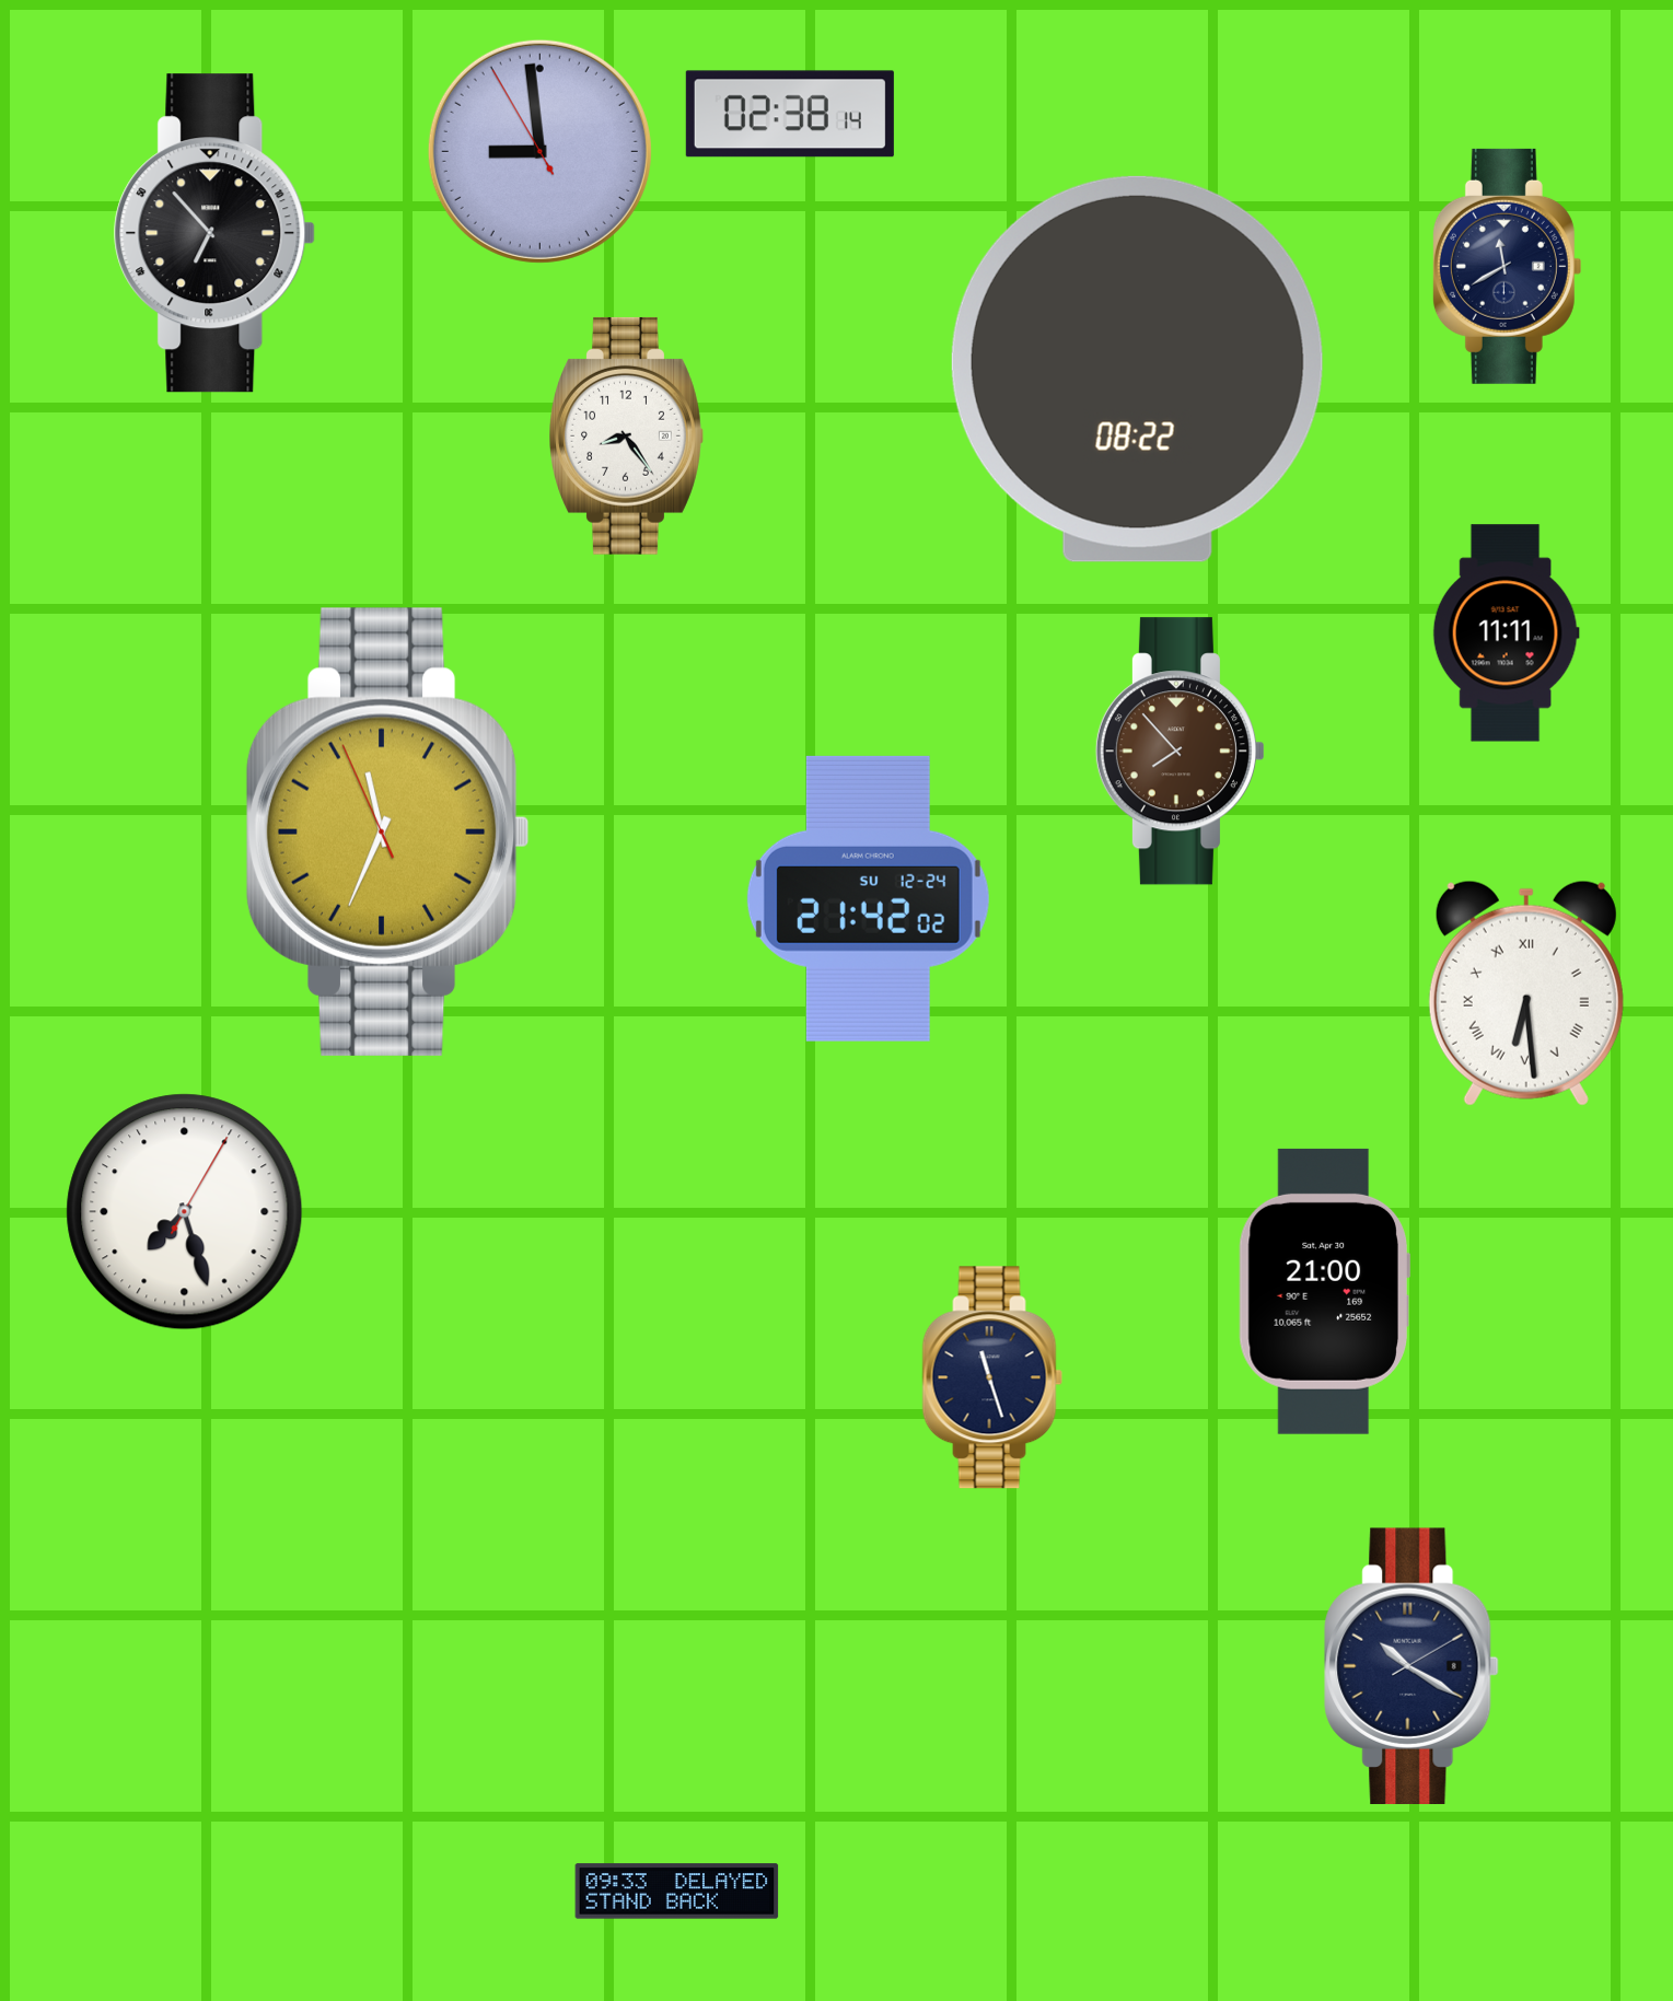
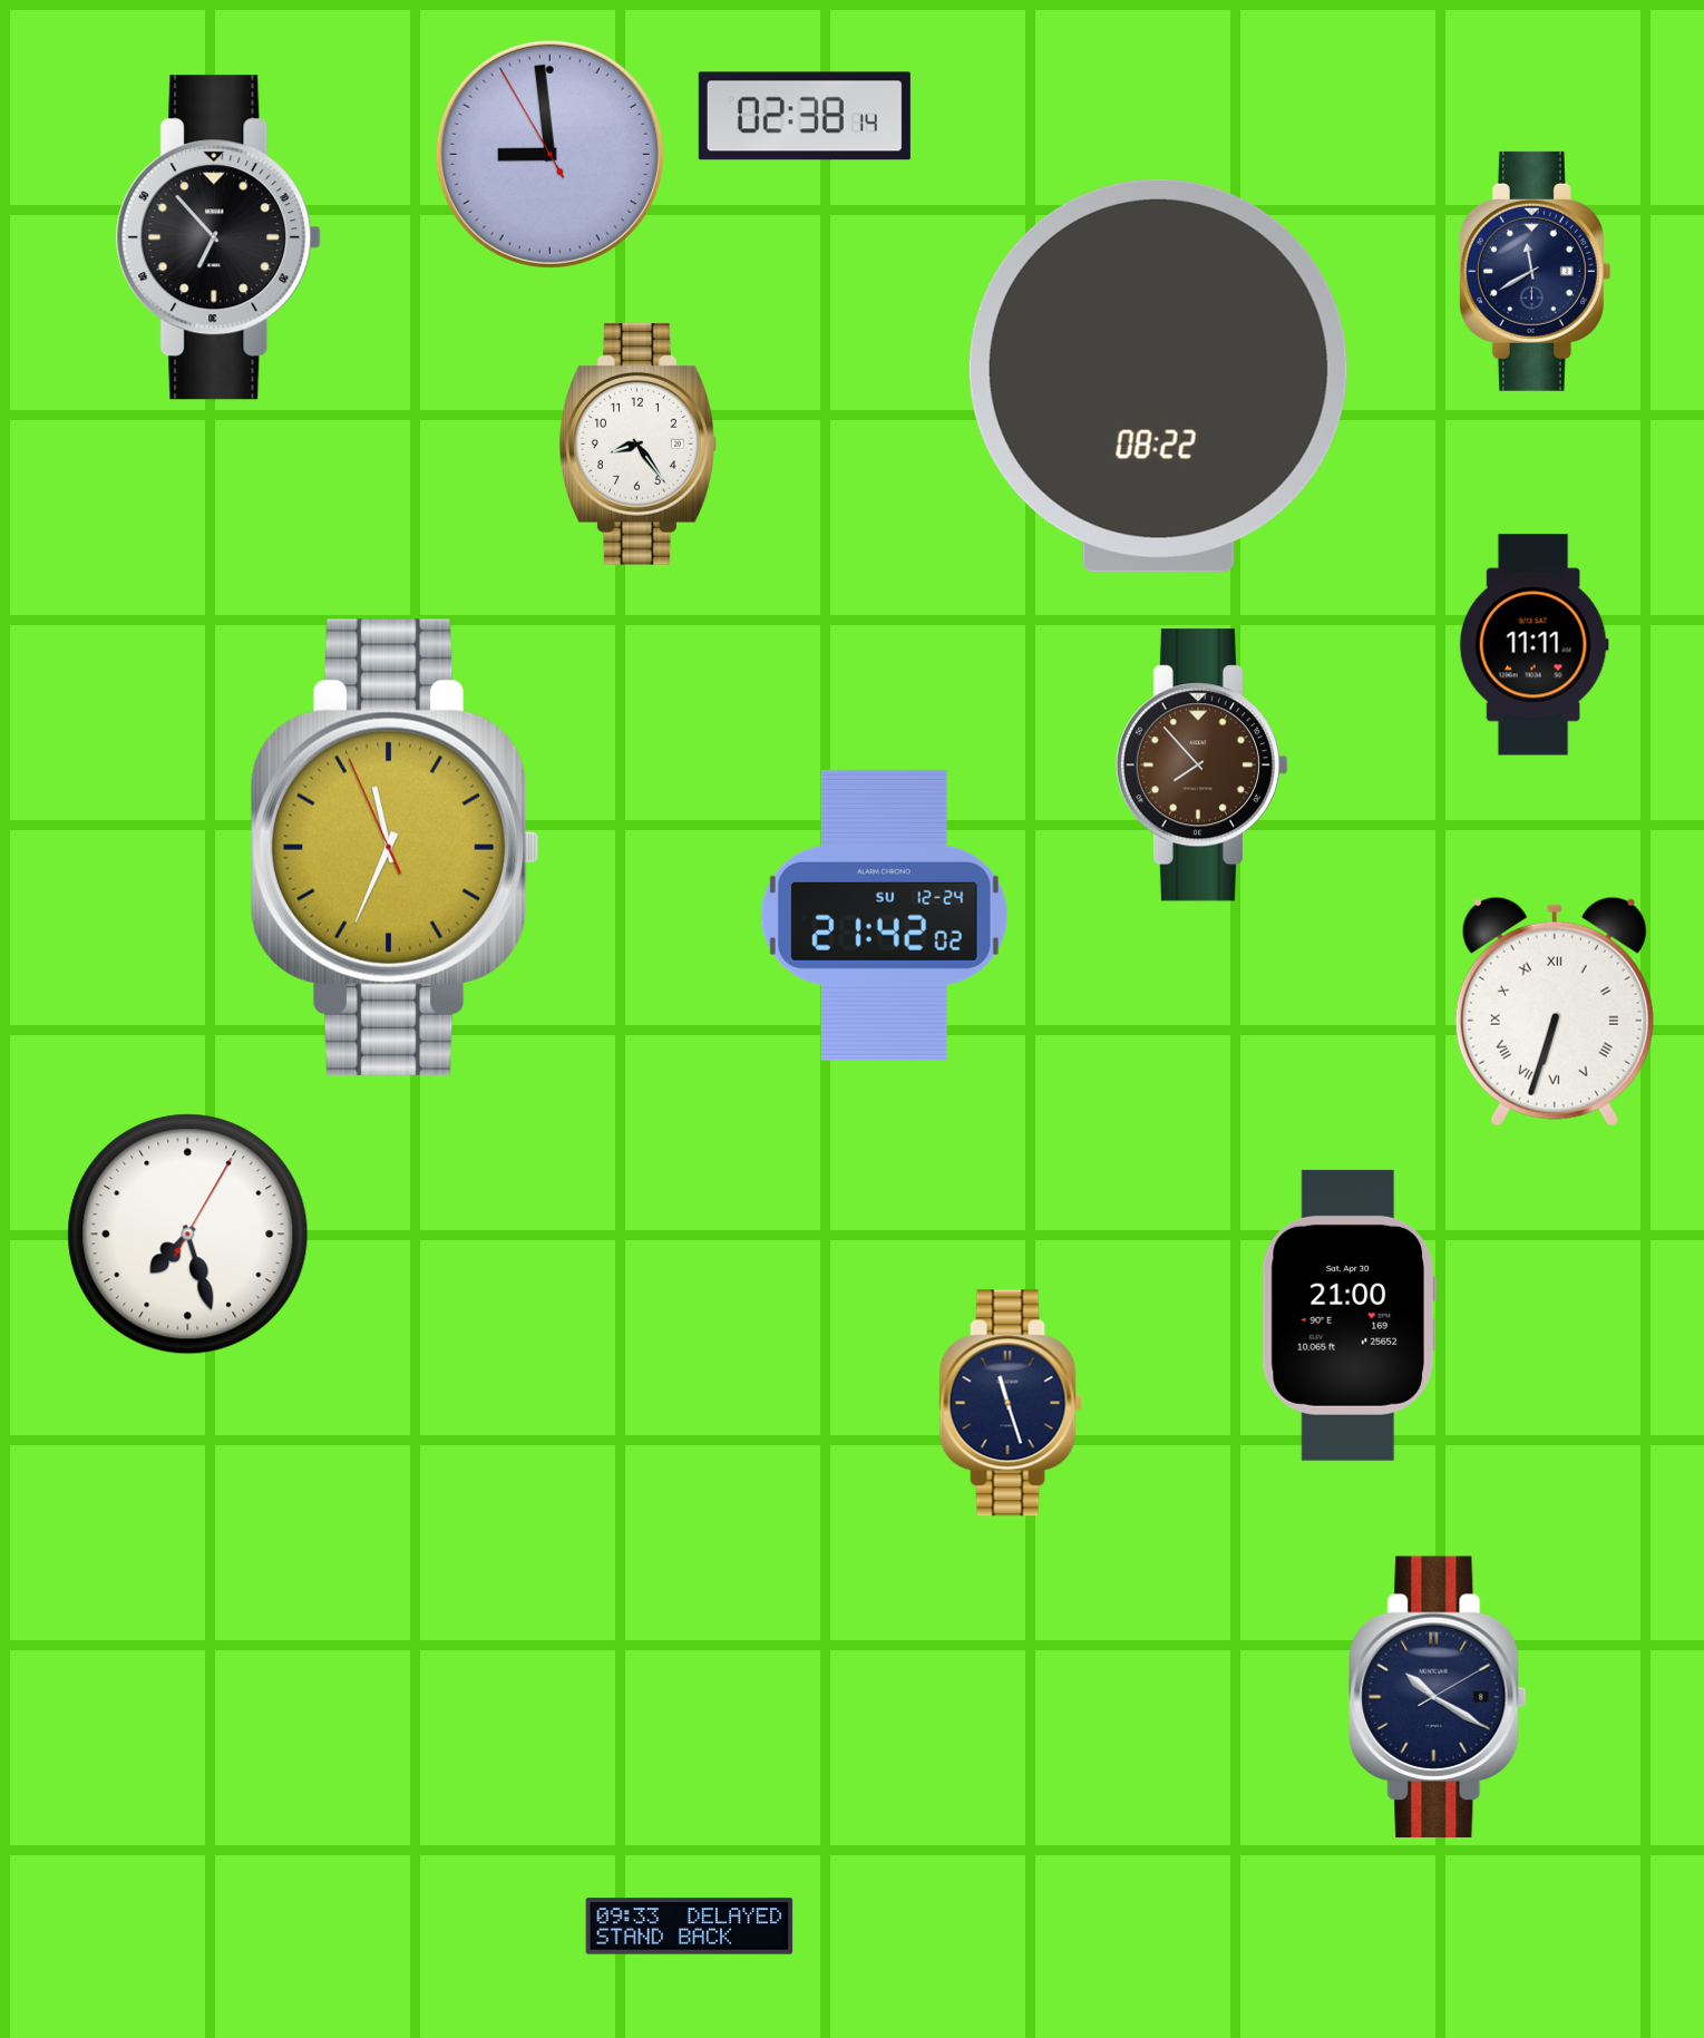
clock at (1526, 993): 6:29 -> 6:33
